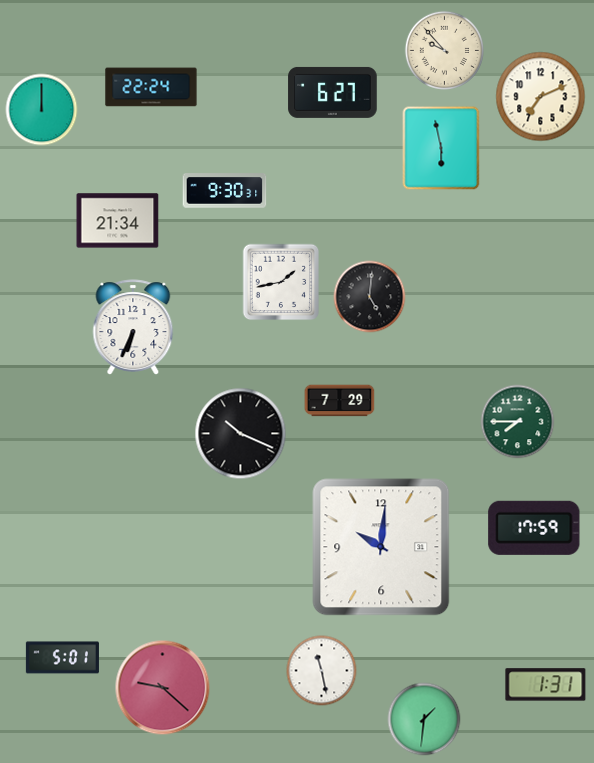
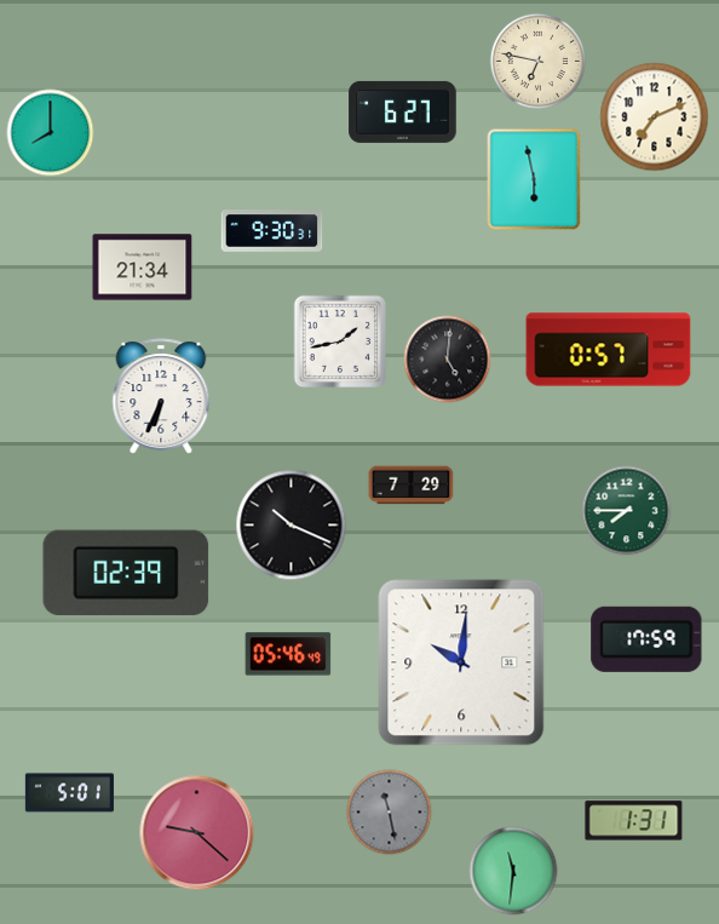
clock at (444, 50): 9:53 -> 6:47
clock at (151, 87): 22:24 -> none
clock at (42, 110): 12:00 -> 8:00
clock at (609, 350): none -> 0:57
clock at (126, 573): none -> 02:39
clock at (288, 654): none -> 05:46
clock at (62, 658) position: (62, 658) -> (69, 793)
clock at (322, 671) dial: white -> grey
clock at (546, 685) position: (546, 685) -> (634, 821)
clock at (424, 719): 1:31 -> 11:31
